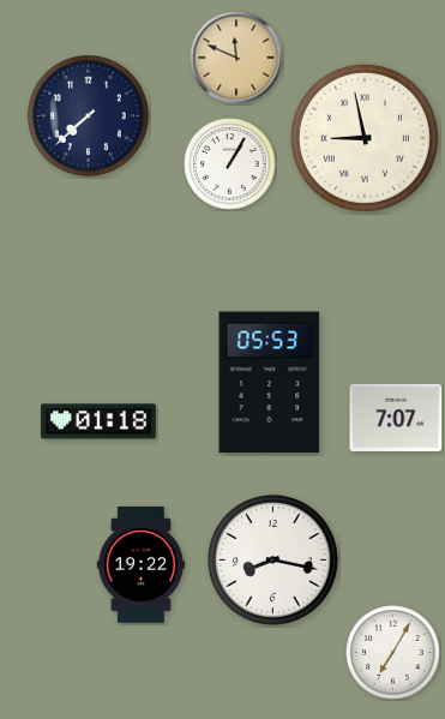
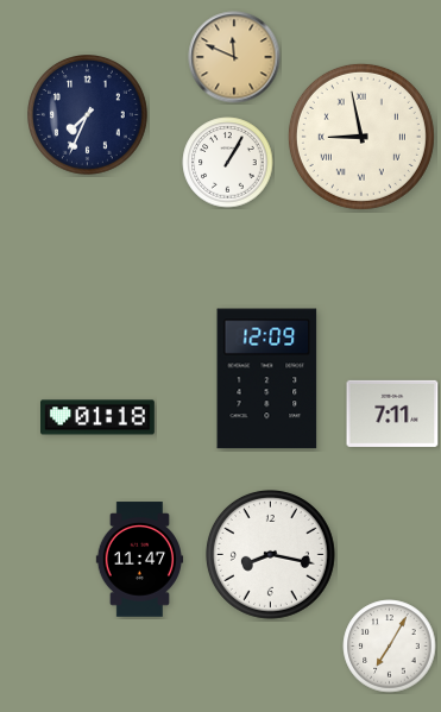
clock at (89, 116): 7:38 -> 7:34
clock at (270, 383): 05:53 -> 12:09
clock at (396, 418): 7:07 -> 7:11
clock at (142, 565): 19:22 -> 11:47
